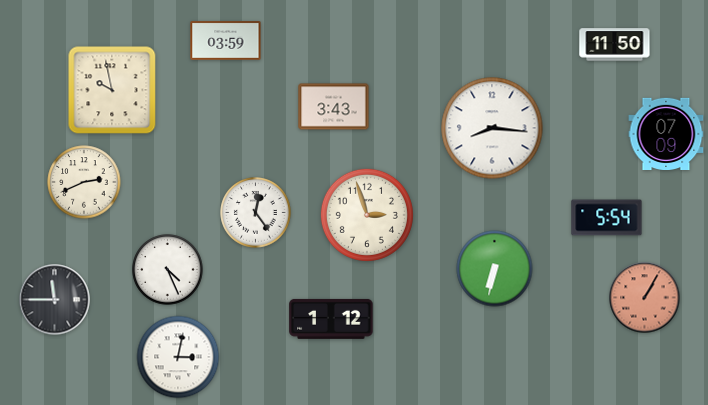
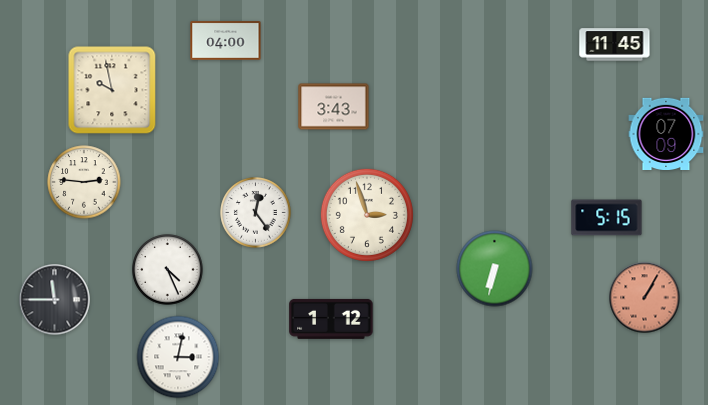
clock at (226, 41): 03:59 -> 04:00
clock at (615, 45): 11:50 -> 11:45
clock at (492, 128): 8:16 -> none
clock at (84, 182): 2:41 -> 2:46
clock at (607, 218): 5:54 -> 5:15
